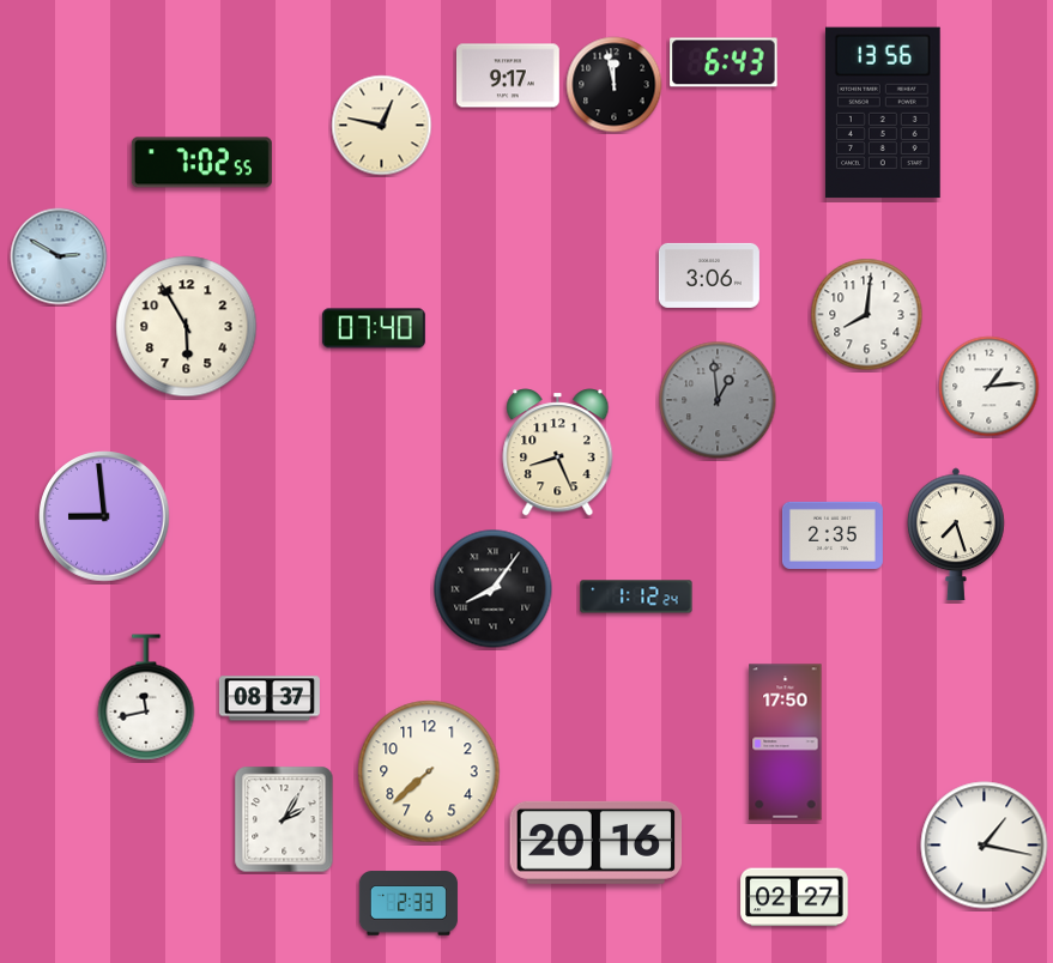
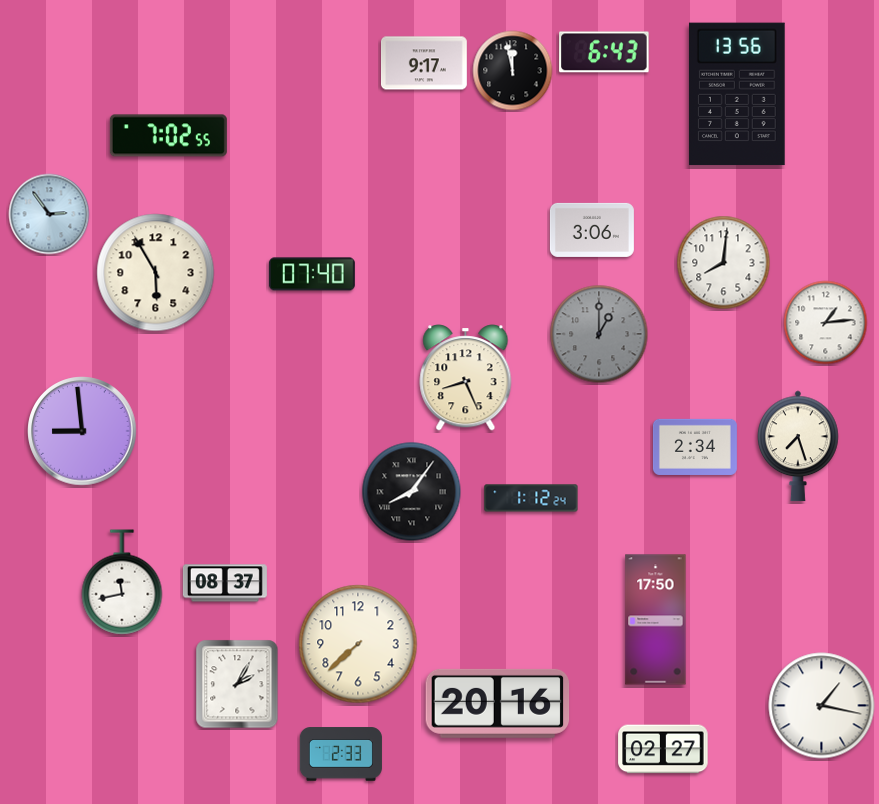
clock at (382, 126): 12:47 -> none
clock at (59, 256): 2:50 -> 2:54
clock at (718, 400): 12:59 -> 1:00
clock at (104, 516) position: (104, 516) -> (82, 431)
clock at (833, 535): 2:35 -> 2:34
